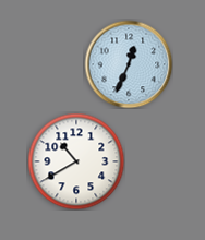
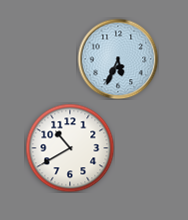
clock at (129, 64): 12:34 -> 5:34
